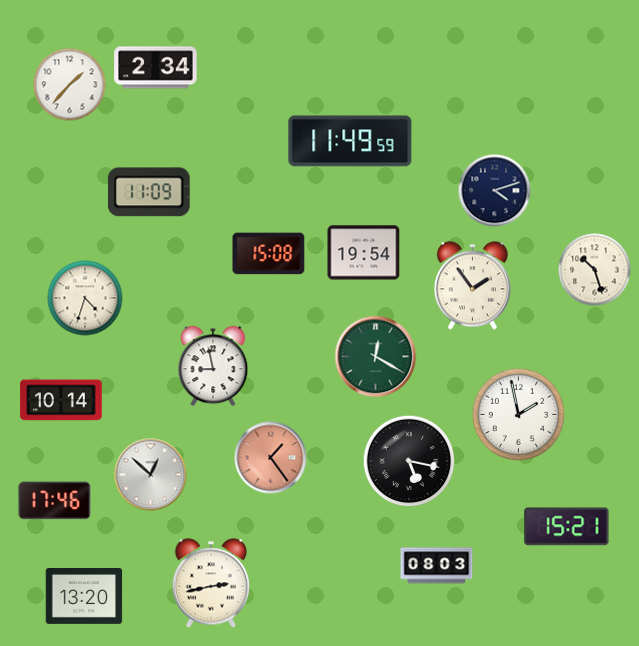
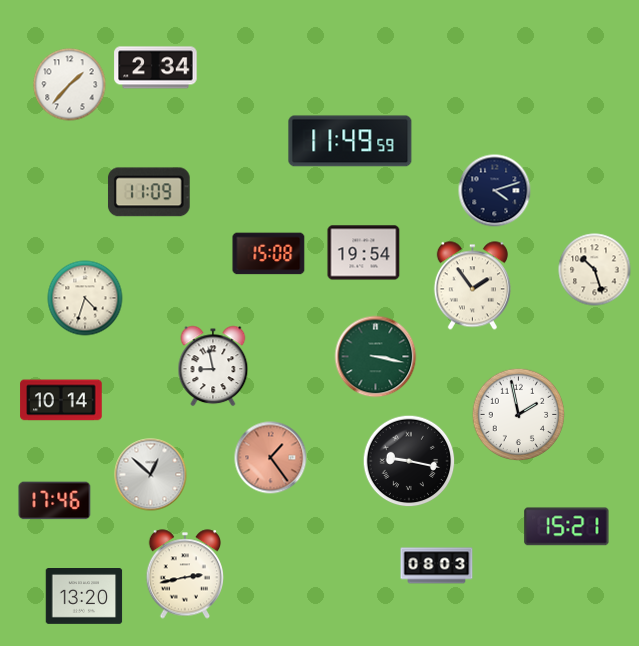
clock at (376, 357): 12:20 -> 3:17
clock at (409, 461): 5:17 -> 9:17
clock at (211, 583) position: (211, 583) -> (185, 574)
